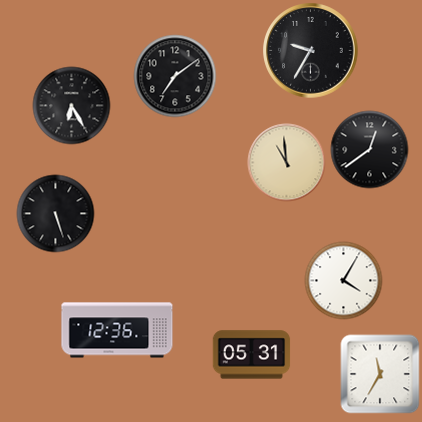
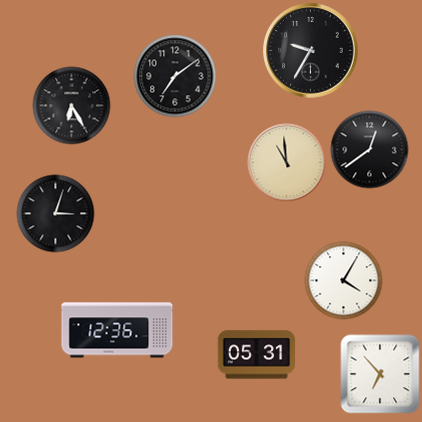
clock at (55, 213): 5:27 -> 3:03
clock at (251, 355) position: (251, 355) -> (256, 355)
clock at (380, 374): 11:35 -> 6:53
